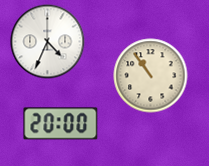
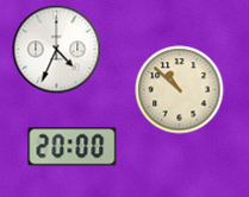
clock at (151, 76): 10:54 -> 10:52
